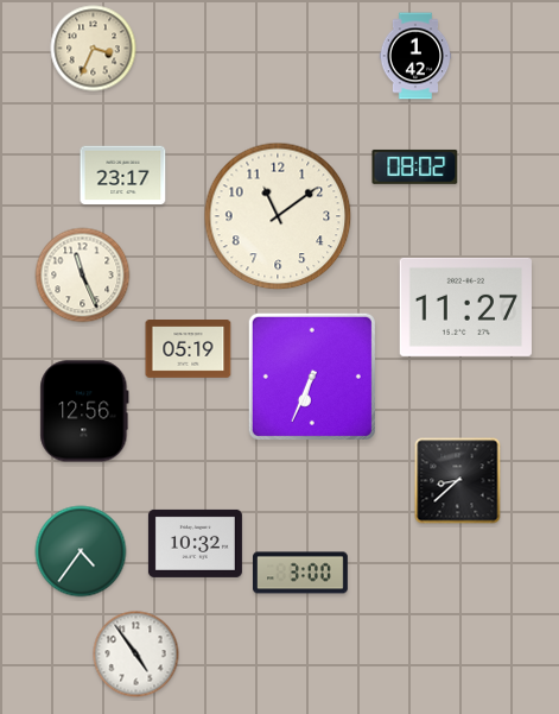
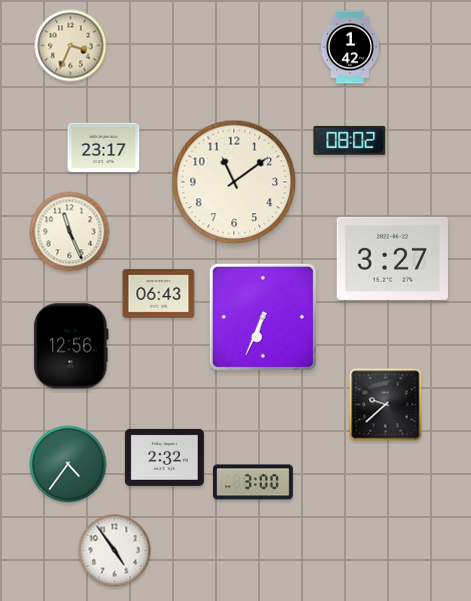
clock at (94, 49) position: (94, 49) -> (71, 46)
clock at (465, 307): 11:27 -> 3:27
clock at (189, 349): 05:19 -> 06:43
clock at (458, 481): 8:38 -> 9:38
clock at (195, 543): 10:32 -> 2:32
